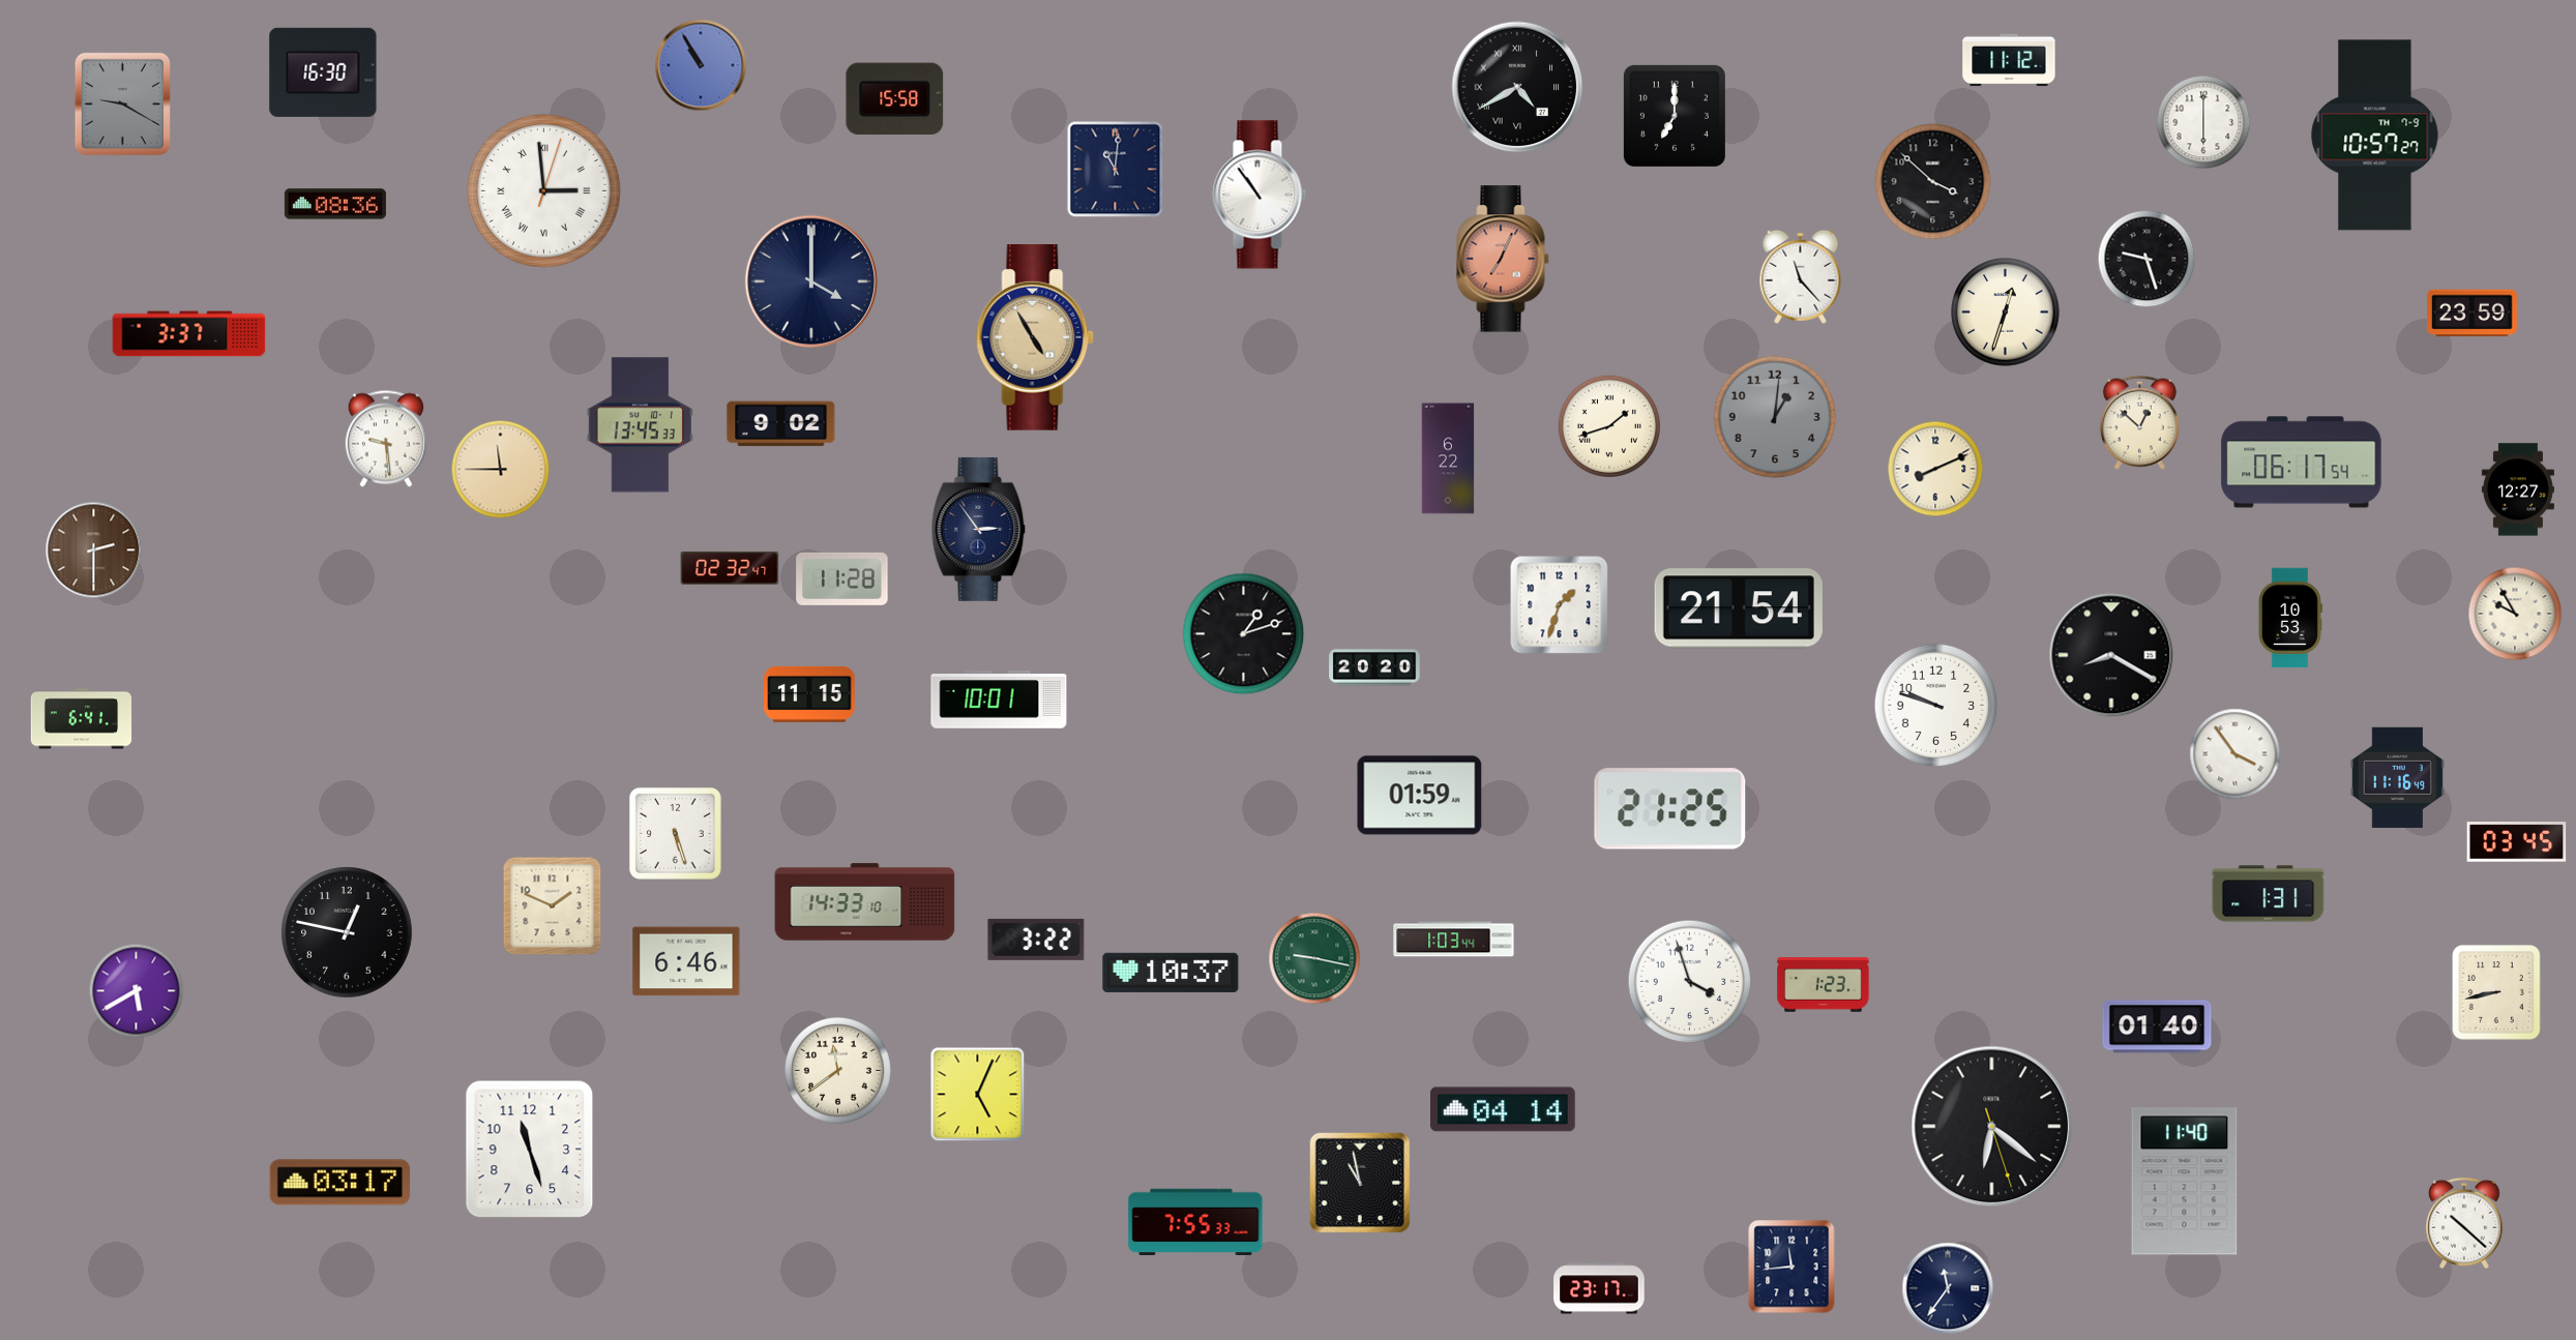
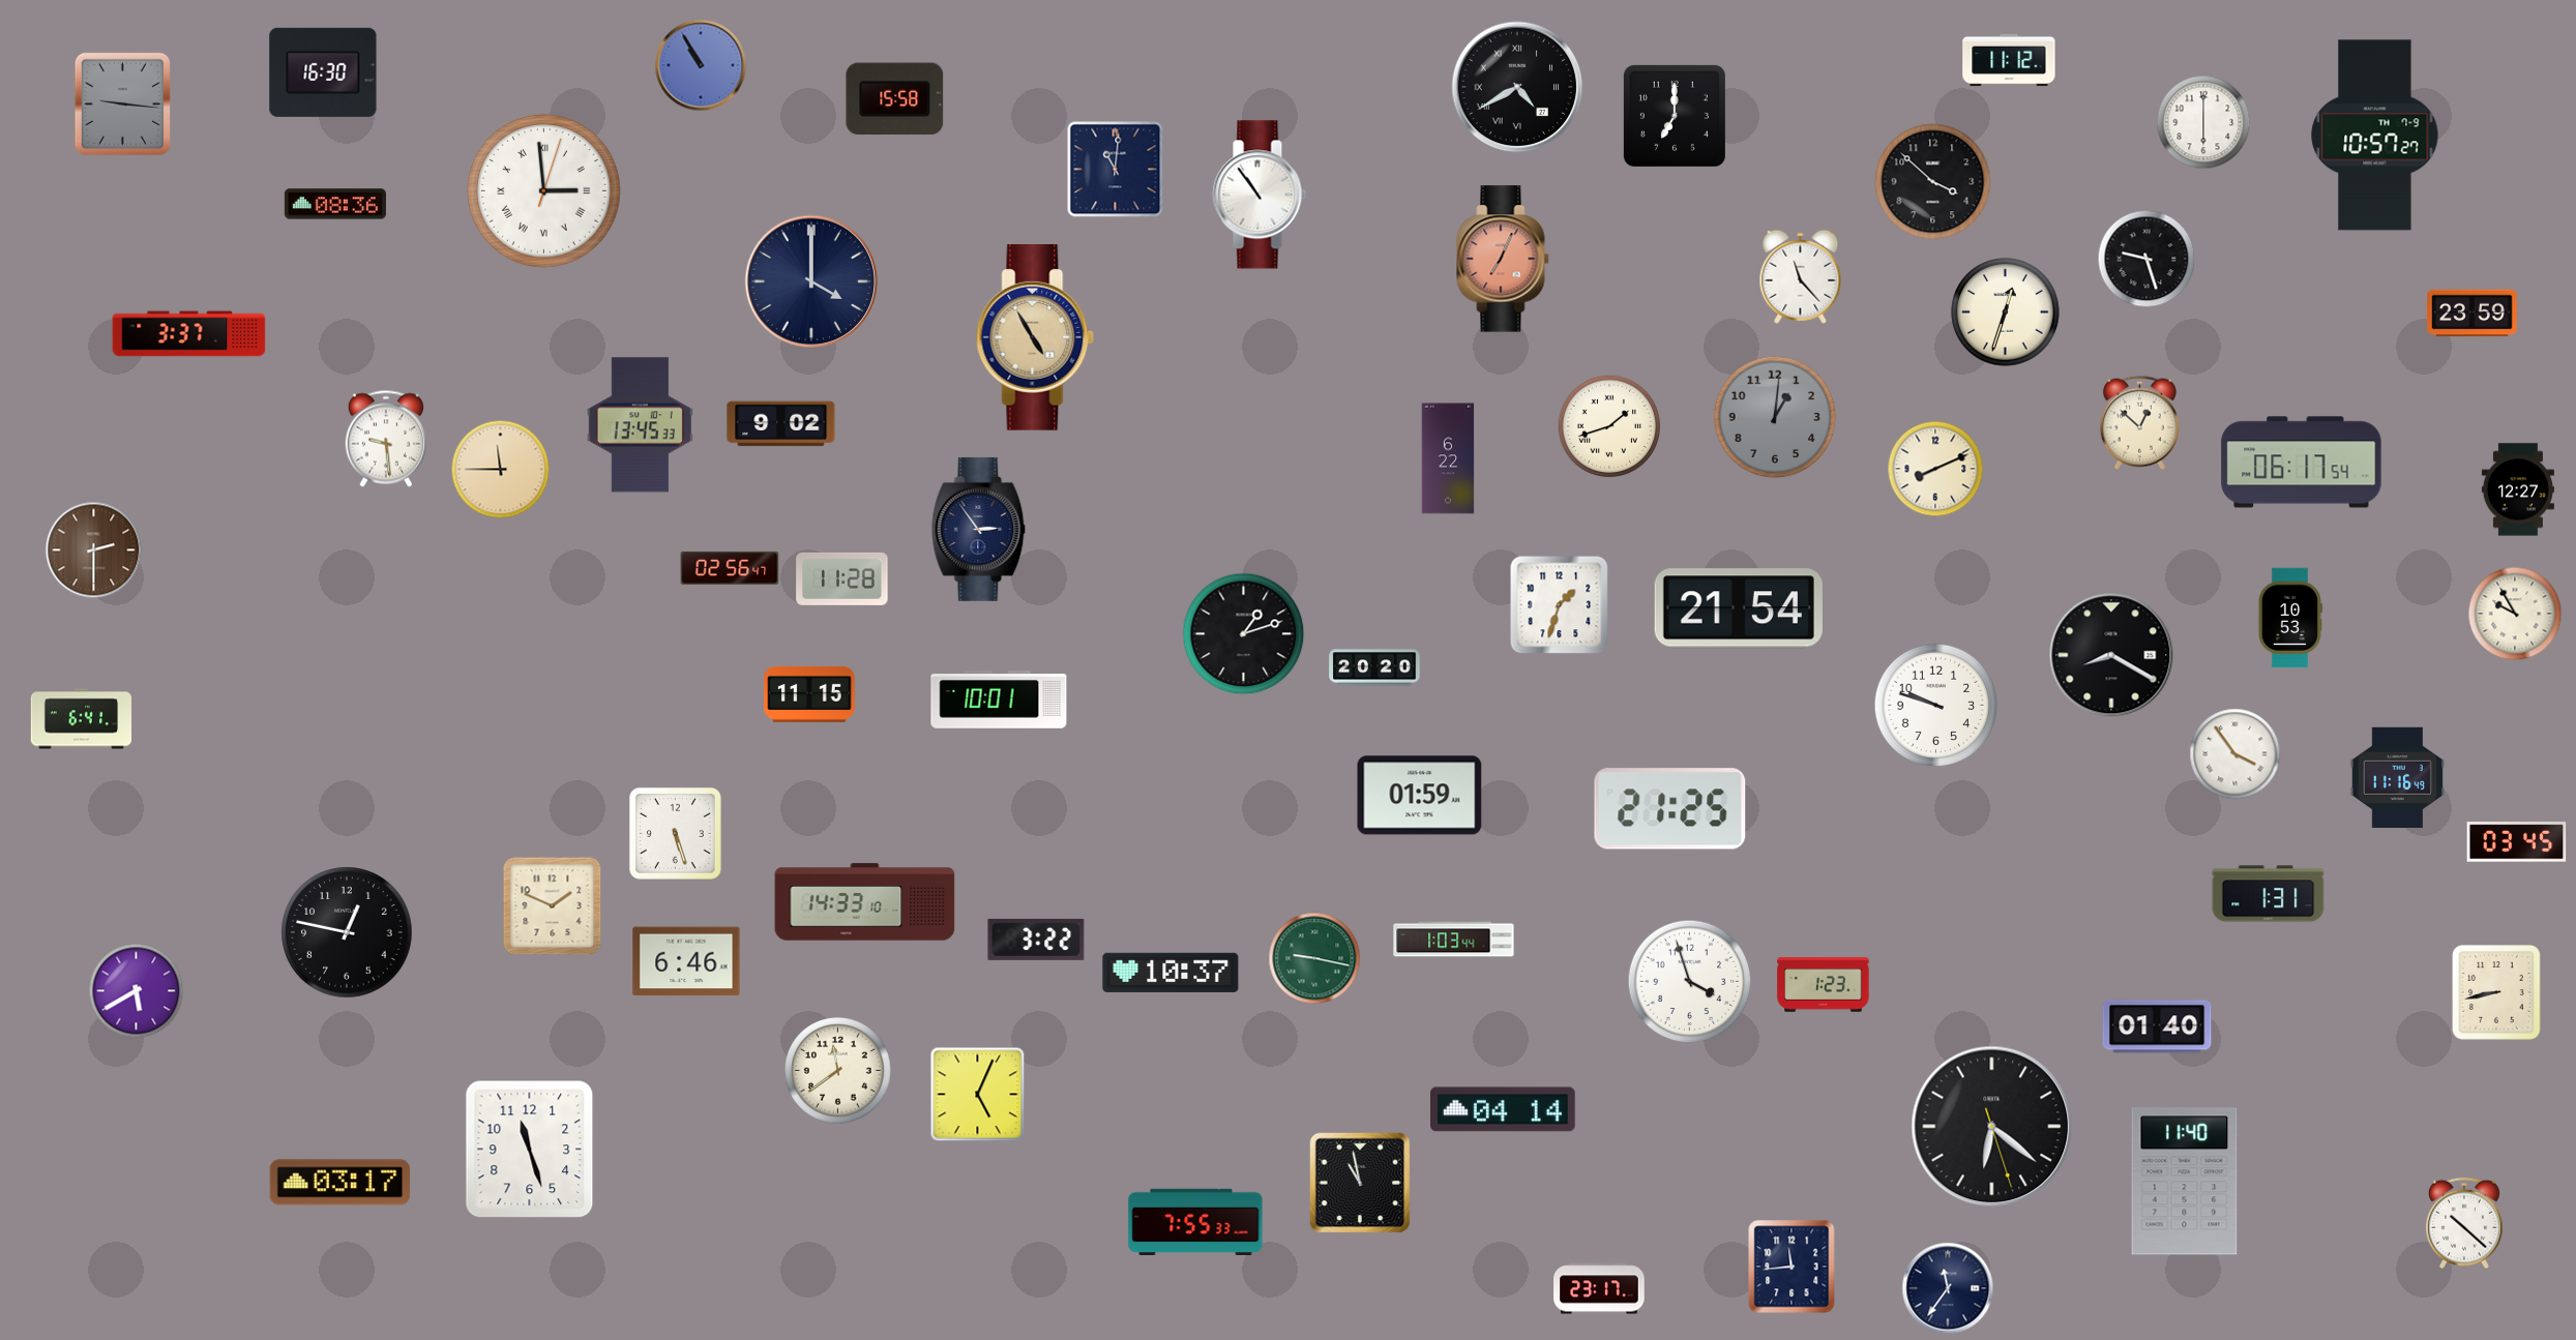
clock at (122, 103): 9:20 -> 9:16
clock at (730, 568): 02:32 -> 02:56
